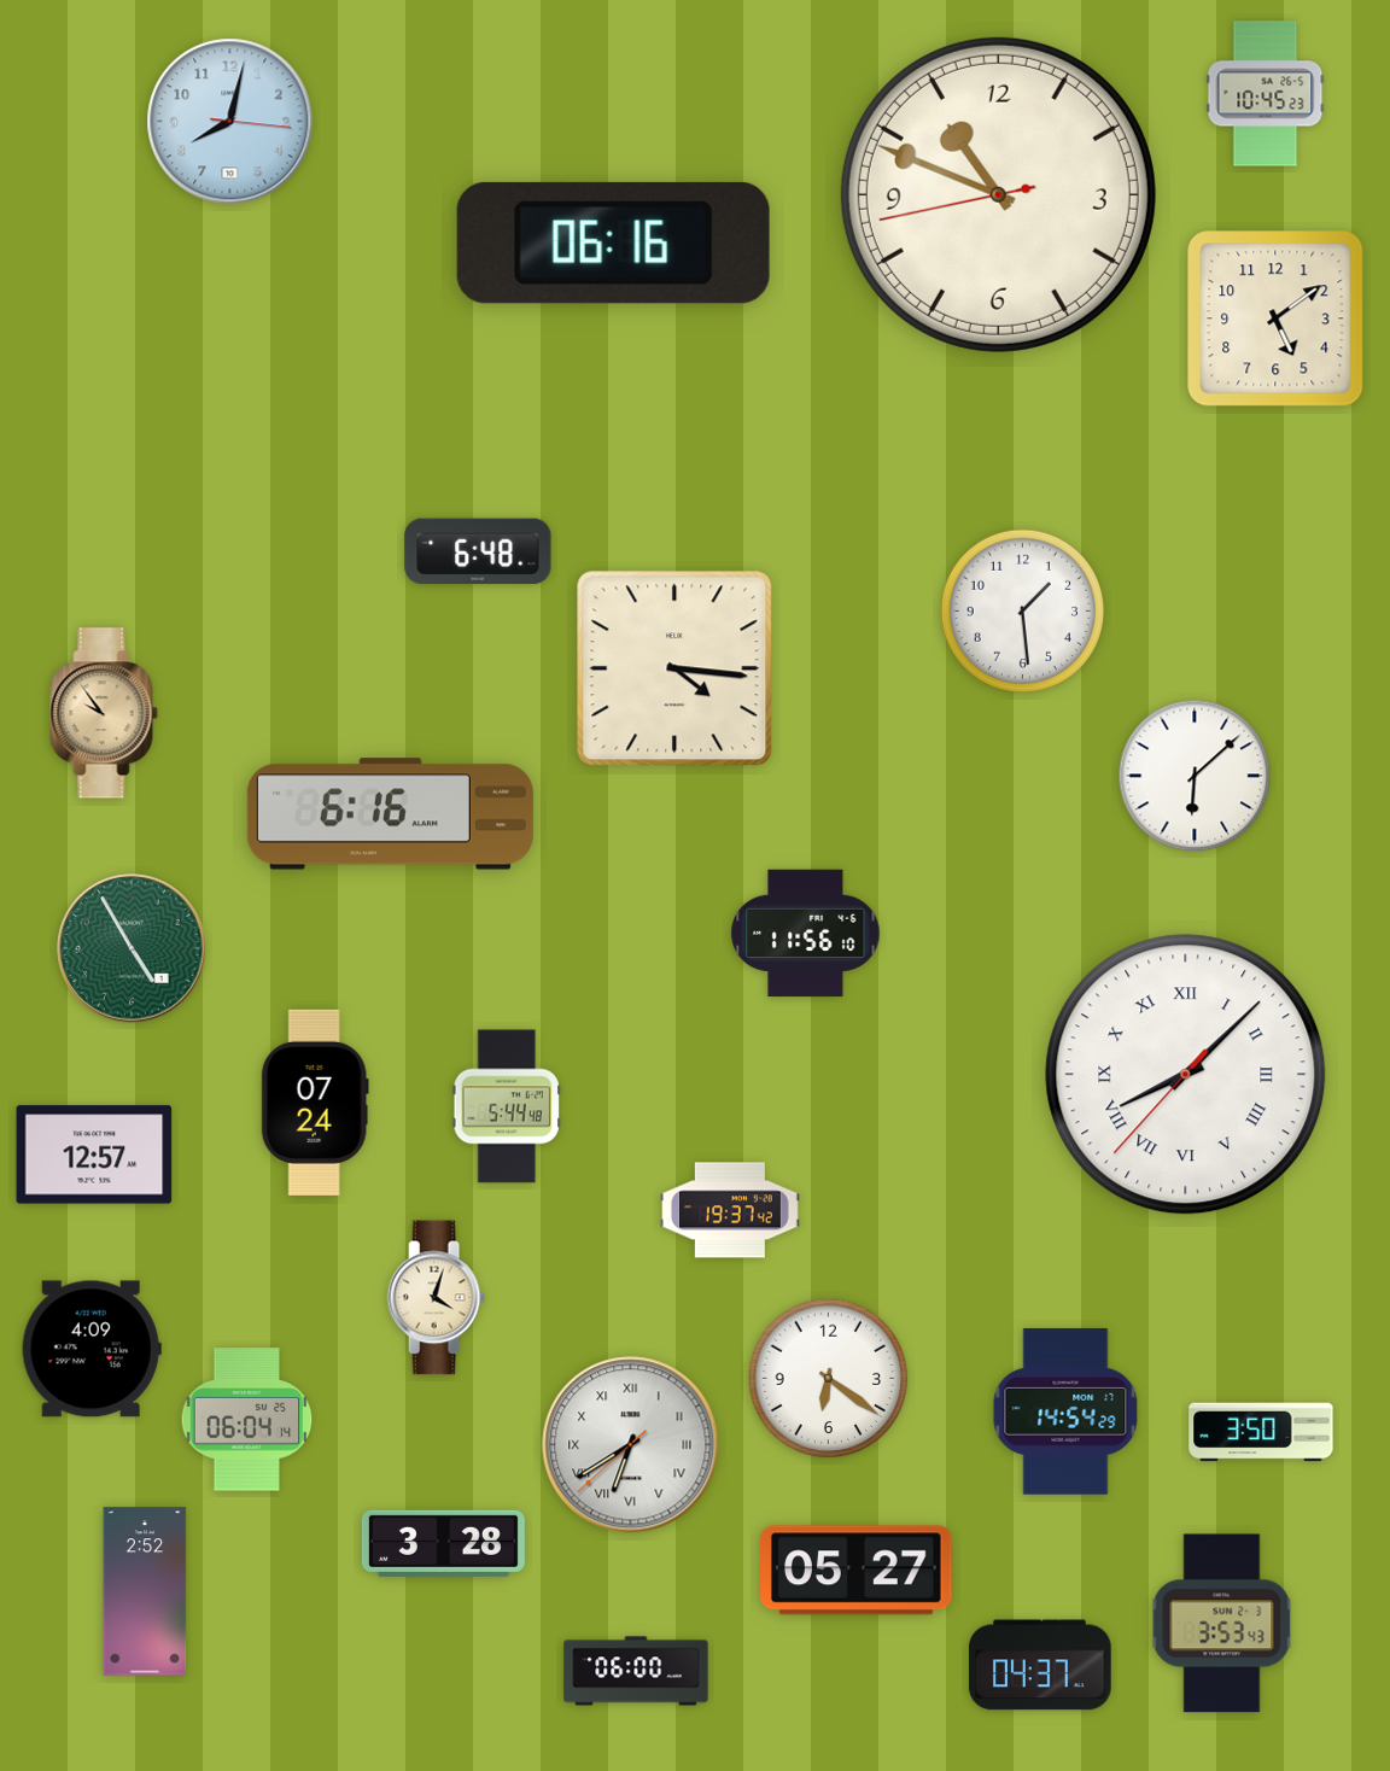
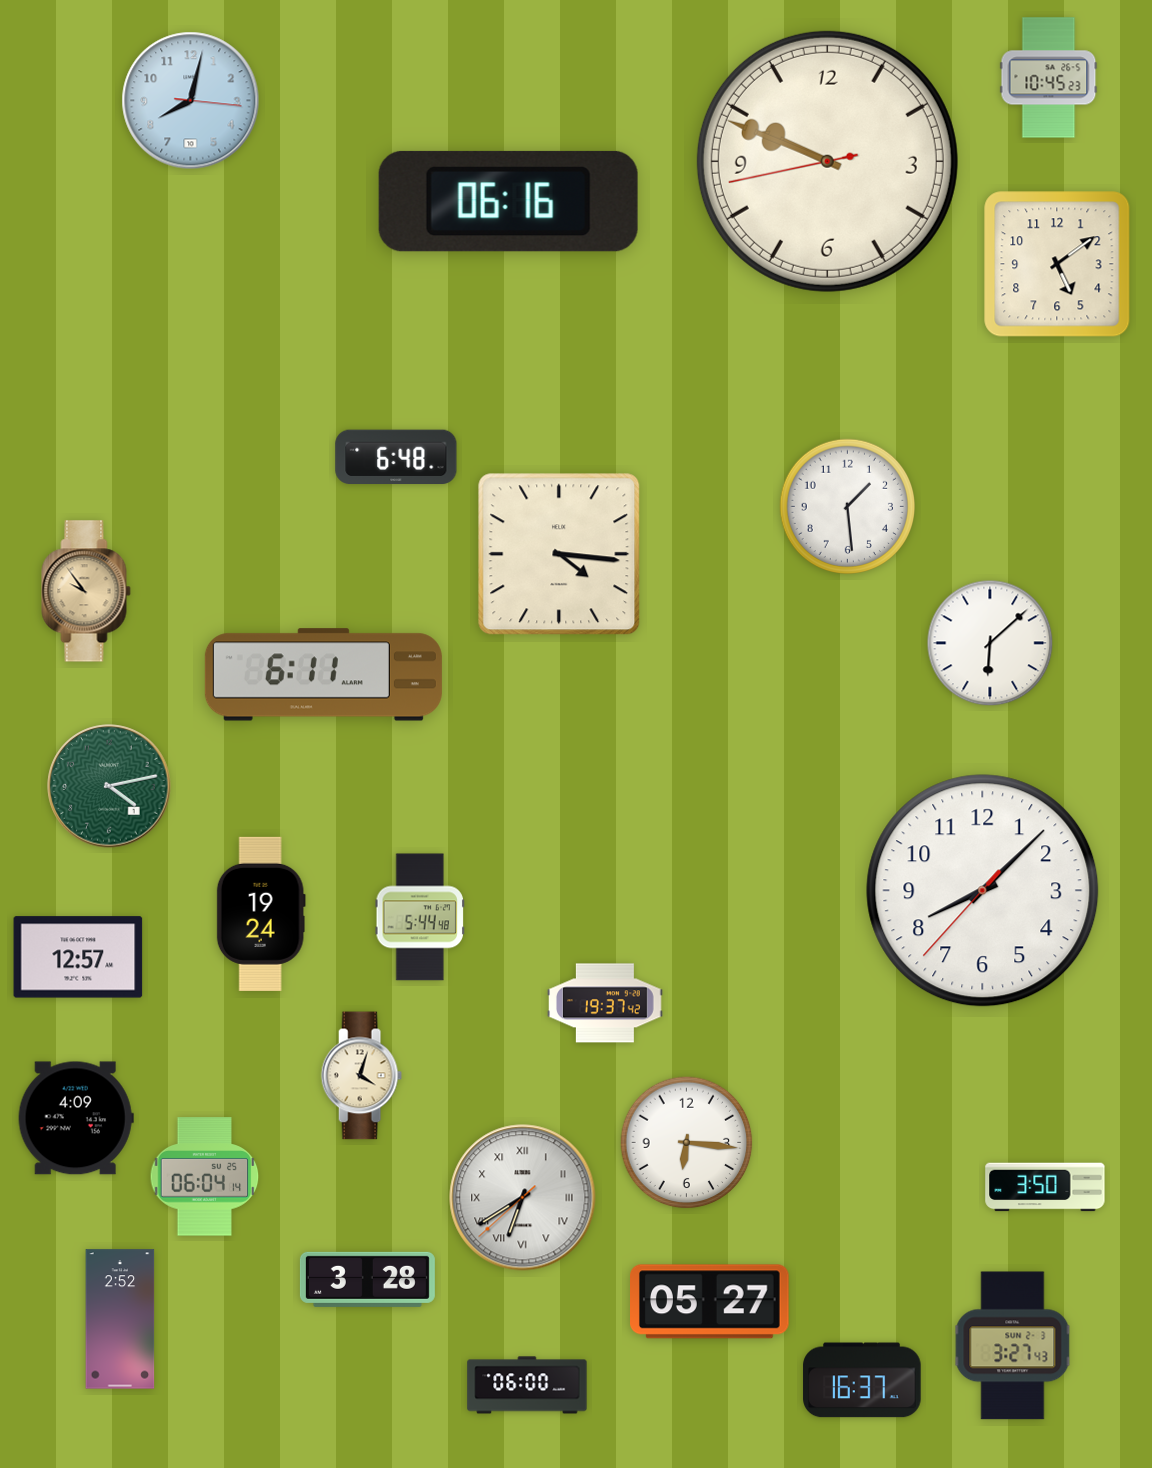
clock at (998, 194): 10:48 -> 9:48
clock at (390, 814): 6:16 -> 6:11
clock at (806, 934): 11:56 -> none
clock at (132, 948): 4:55 -> 4:13
clock at (1186, 1075) numerals: Roman -> Arabic
clock at (315, 1103): 07:24 -> 19:24
clock at (829, 1379): 6:21 -> 6:16
clock at (1065, 1411): 14:54 -> none
clock at (1222, 1624): 3:53 -> 3:27
clock at (1040, 1665): 04:37 -> 16:37
